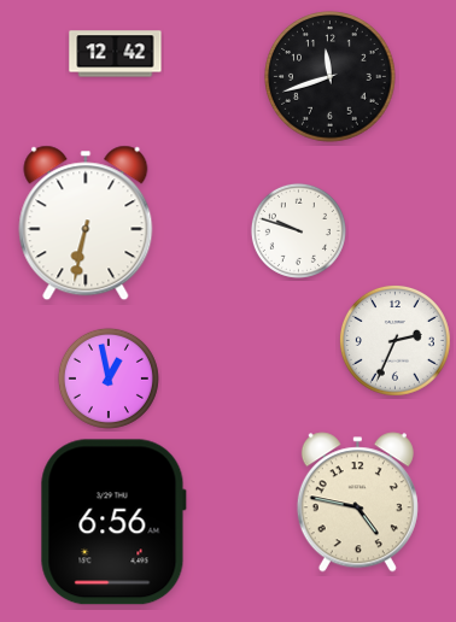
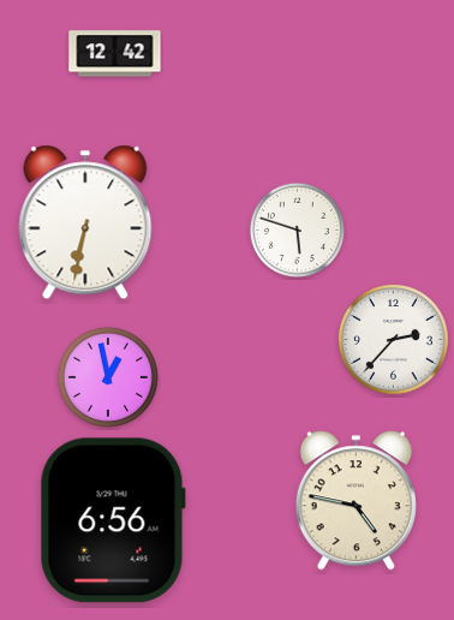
clock at (331, 77): 11:42 -> none
clock at (298, 230): 9:48 -> 5:48
clock at (394, 340): 2:34 -> 2:37
